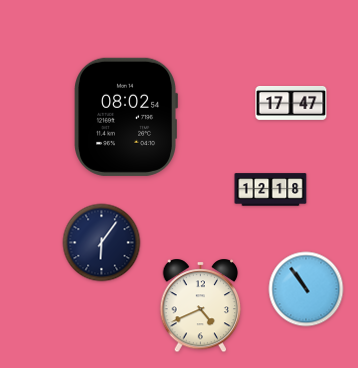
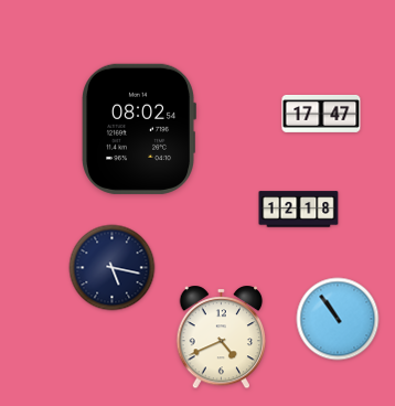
clock at (102, 243): 6:06 -> 5:17
